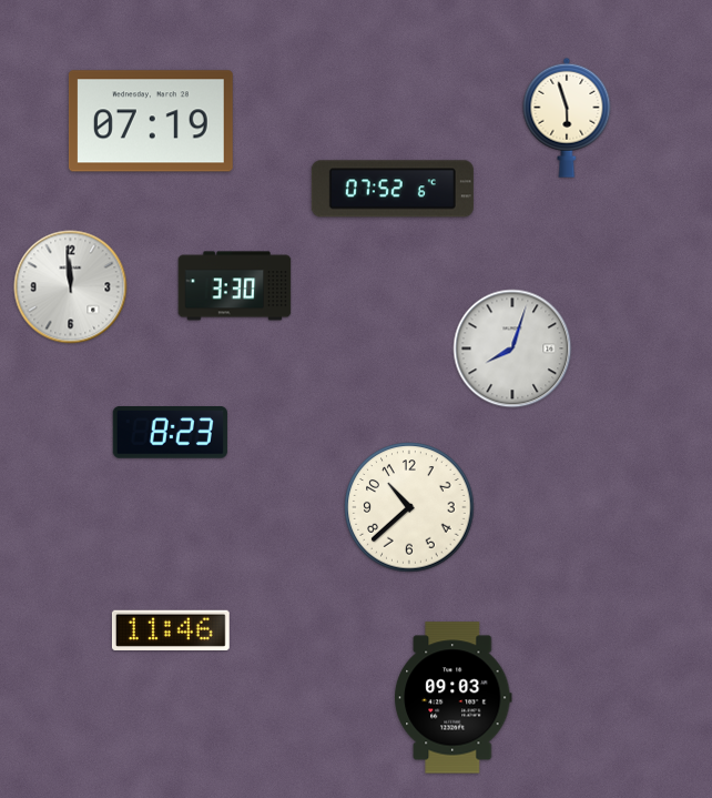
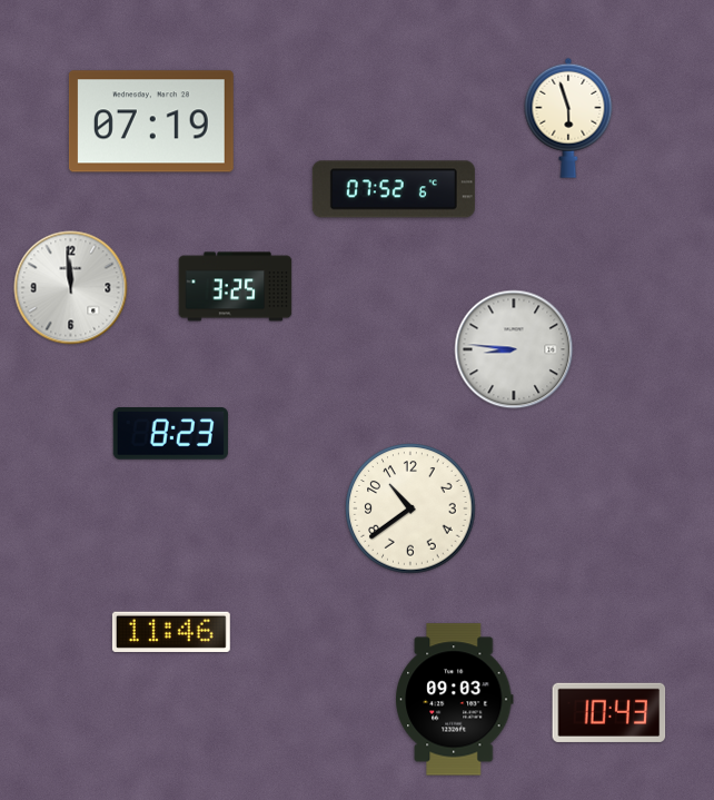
clock at (235, 286): 3:30 -> 3:25
clock at (512, 349): 8:03 -> 8:46
clock at (409, 507): 10:38 -> 10:39
clock at (609, 712): none -> 10:43
